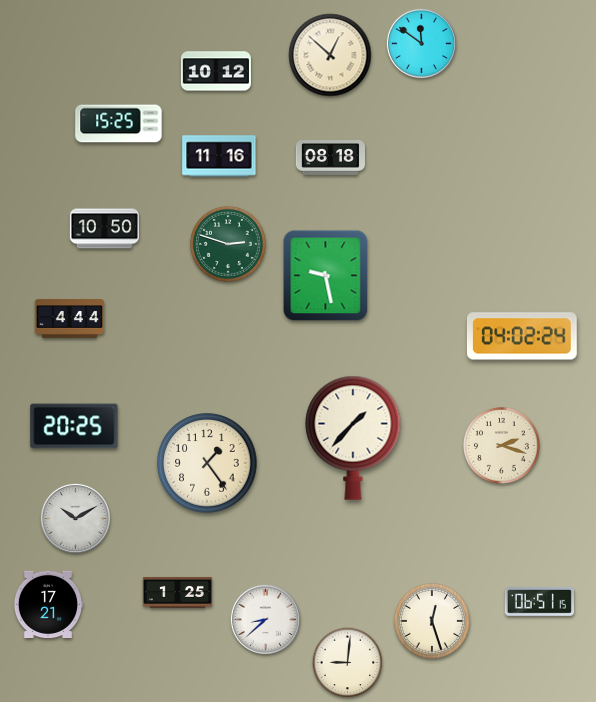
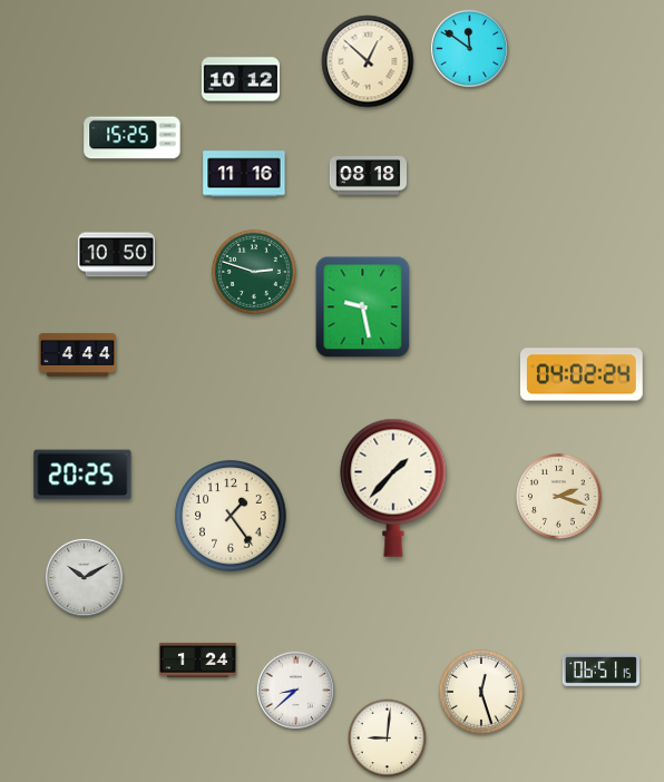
clock at (178, 592): 1:25 -> 1:24
clock at (47, 604): 17:21 -> none
